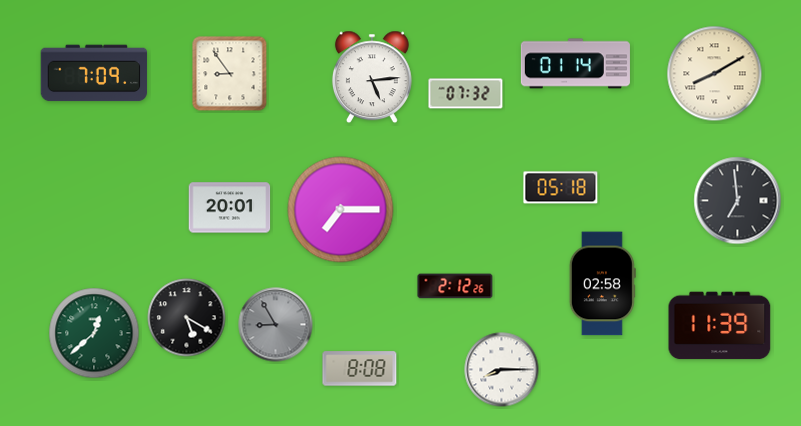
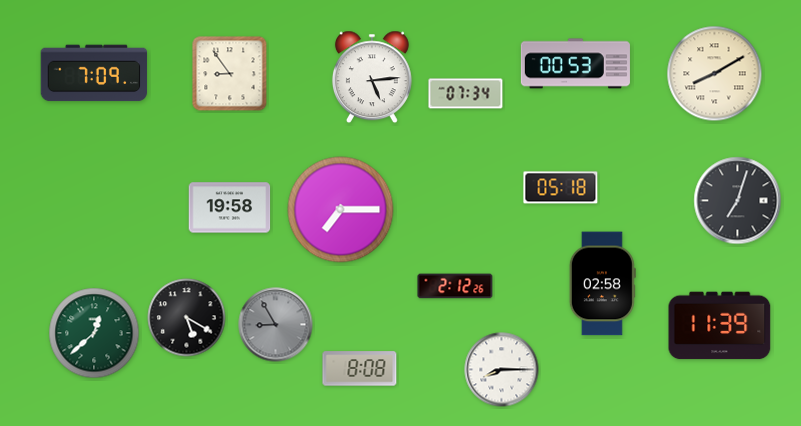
clock at (575, 64): 01:14 -> 00:53
clock at (466, 94): 07:32 -> 07:34
clock at (738, 201): 6:59 -> 7:03
clock at (230, 208): 20:01 -> 19:58
